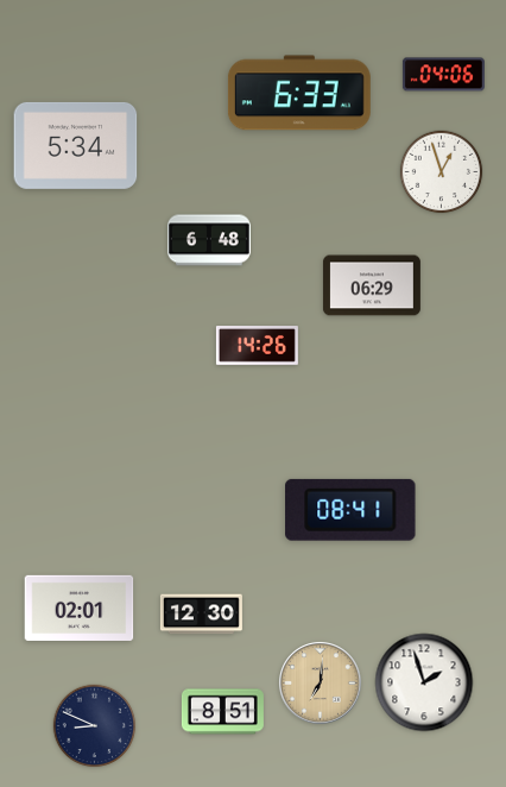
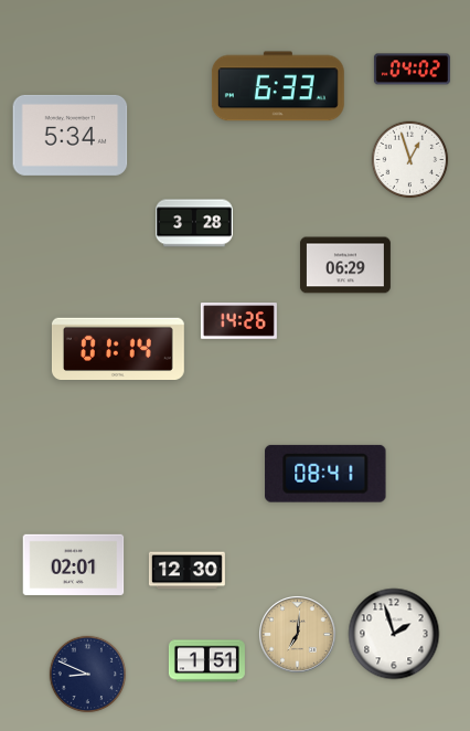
clock at (443, 75): 04:06 -> 04:02
clock at (210, 240): 6:48 -> 3:28
clock at (118, 348): none -> 01:14
clock at (222, 712): 8:51 -> 1:51
